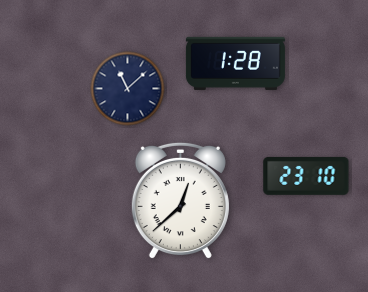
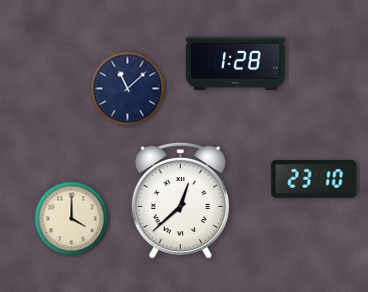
clock at (306, 176) position: (306, 176) -> (314, 179)
clock at (72, 219): none -> 4:00
